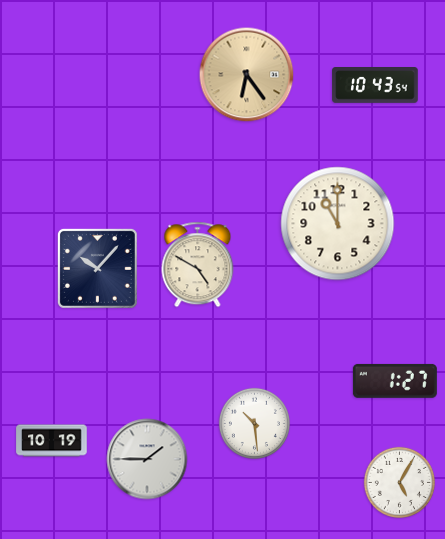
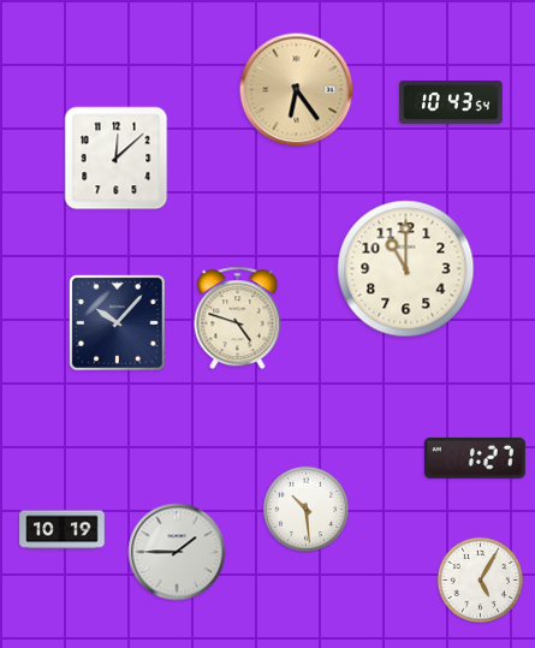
clock at (117, 159): none -> 12:08
clock at (198, 265): 4:50 -> 4:48
